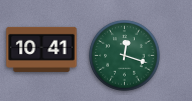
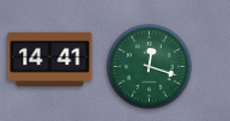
clock at (42, 49): 10:41 -> 14:41
